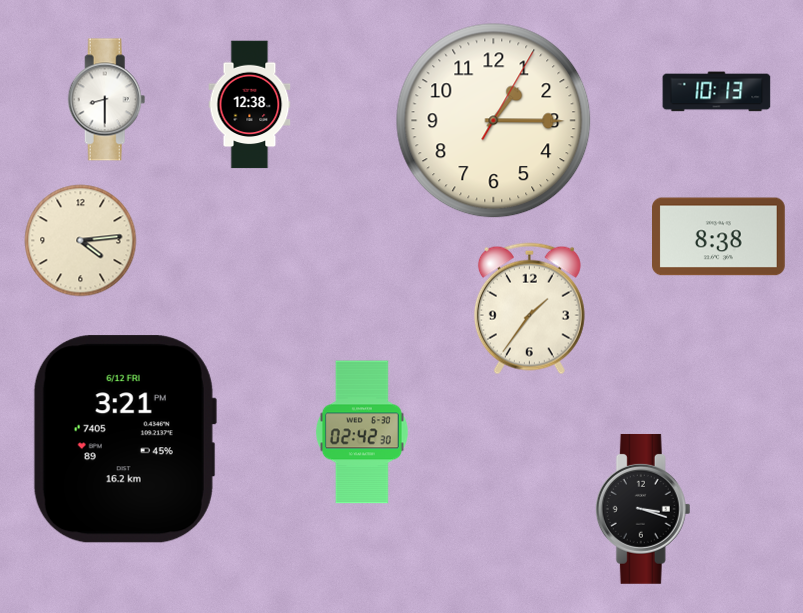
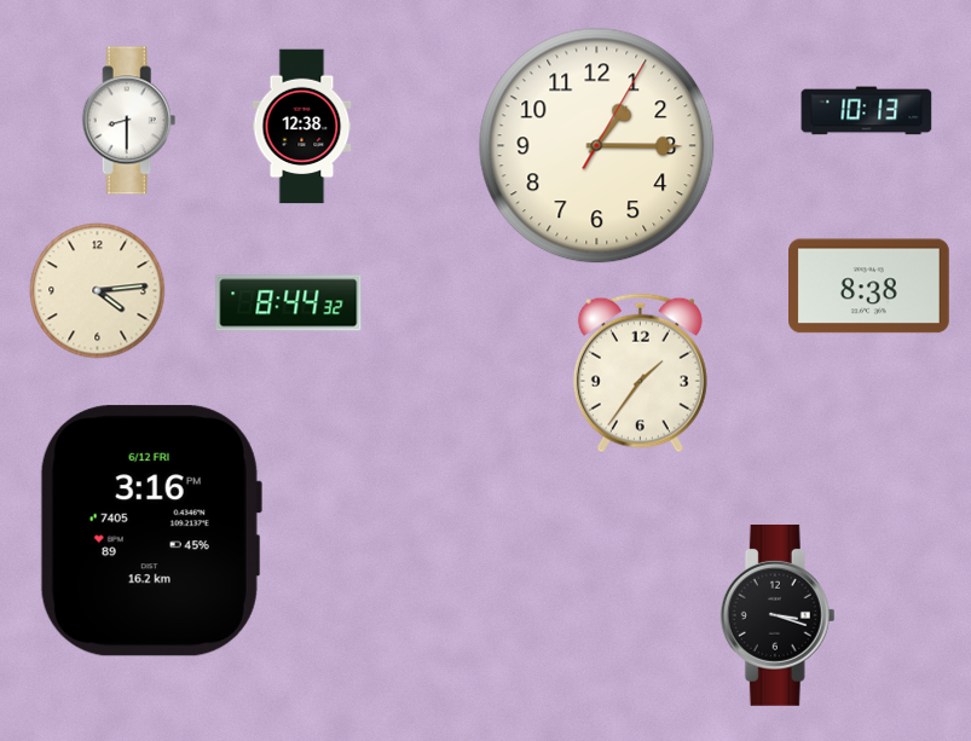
clock at (289, 303): none -> 8:44
clock at (362, 432): 02:42 -> none
clock at (124, 439): 3:21 -> 3:16
